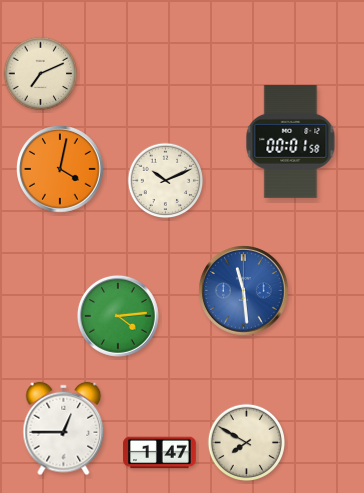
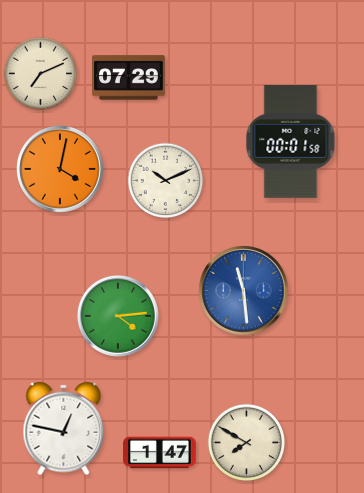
clock at (129, 78): none -> 07:29
clock at (64, 429): 12:45 -> 12:47
